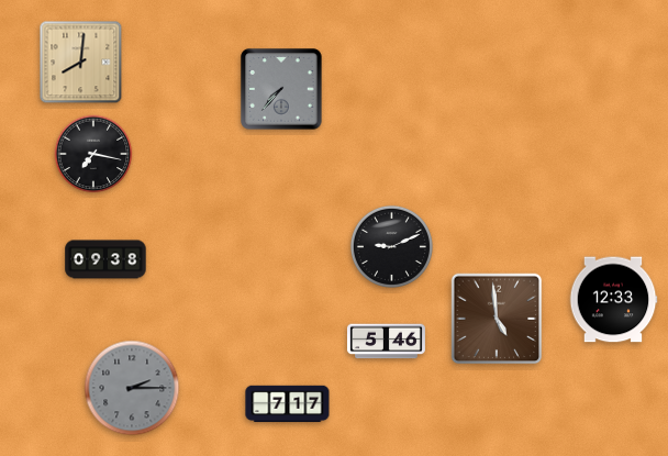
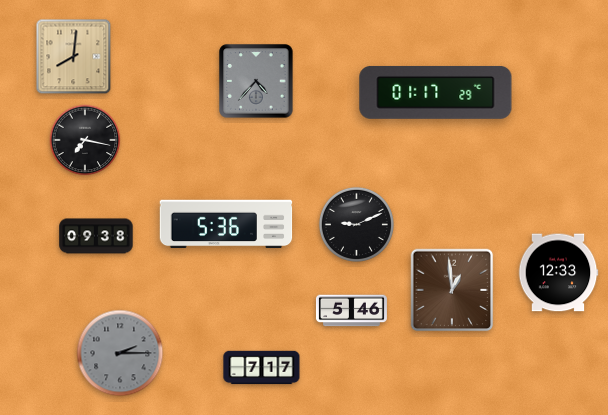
clock at (281, 89): 7:37 -> 4:37
clock at (436, 92): none -> 01:17
clock at (226, 224): none -> 5:36
clock at (497, 319): 4:59 -> 12:59
